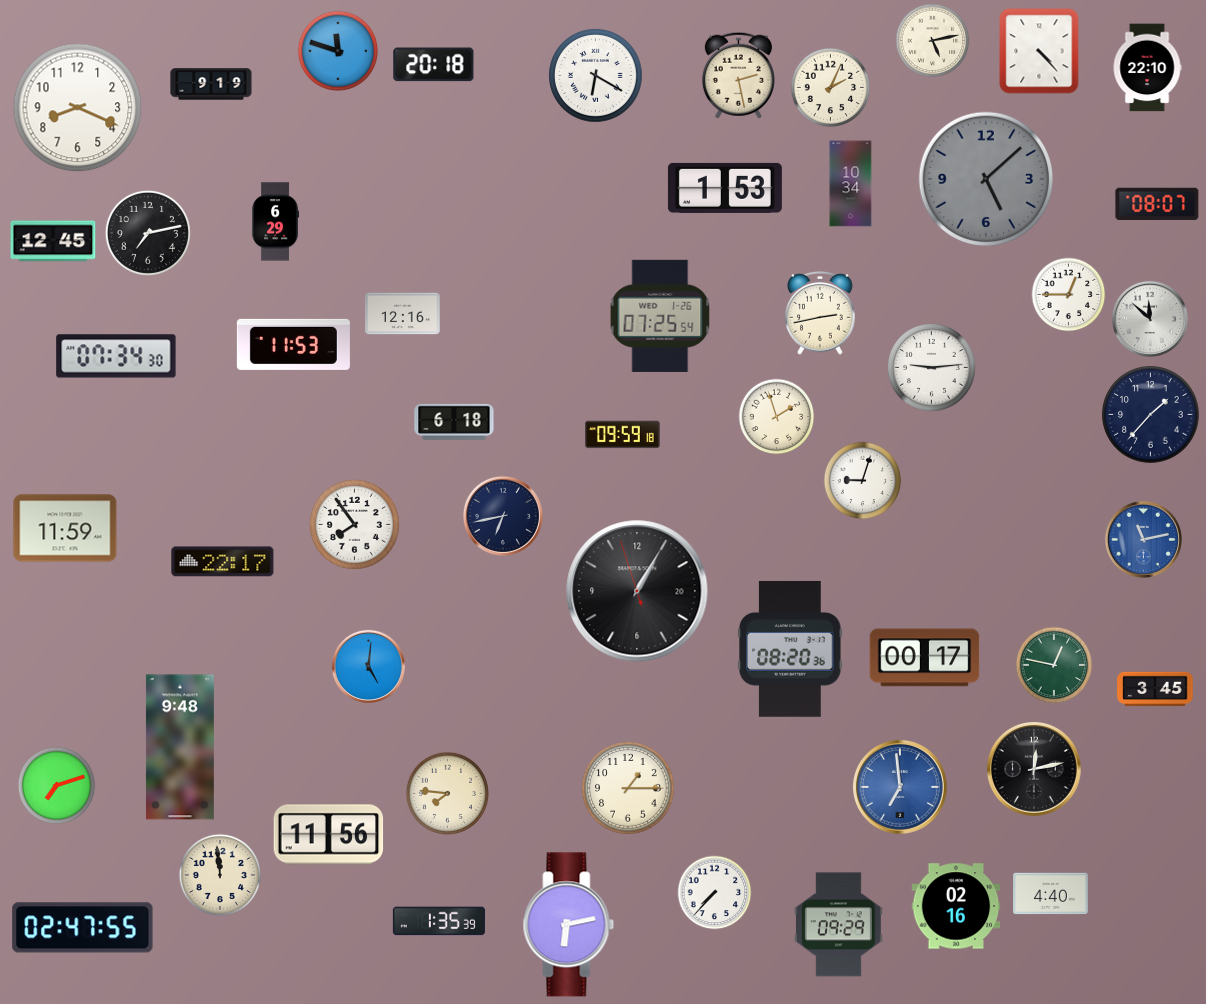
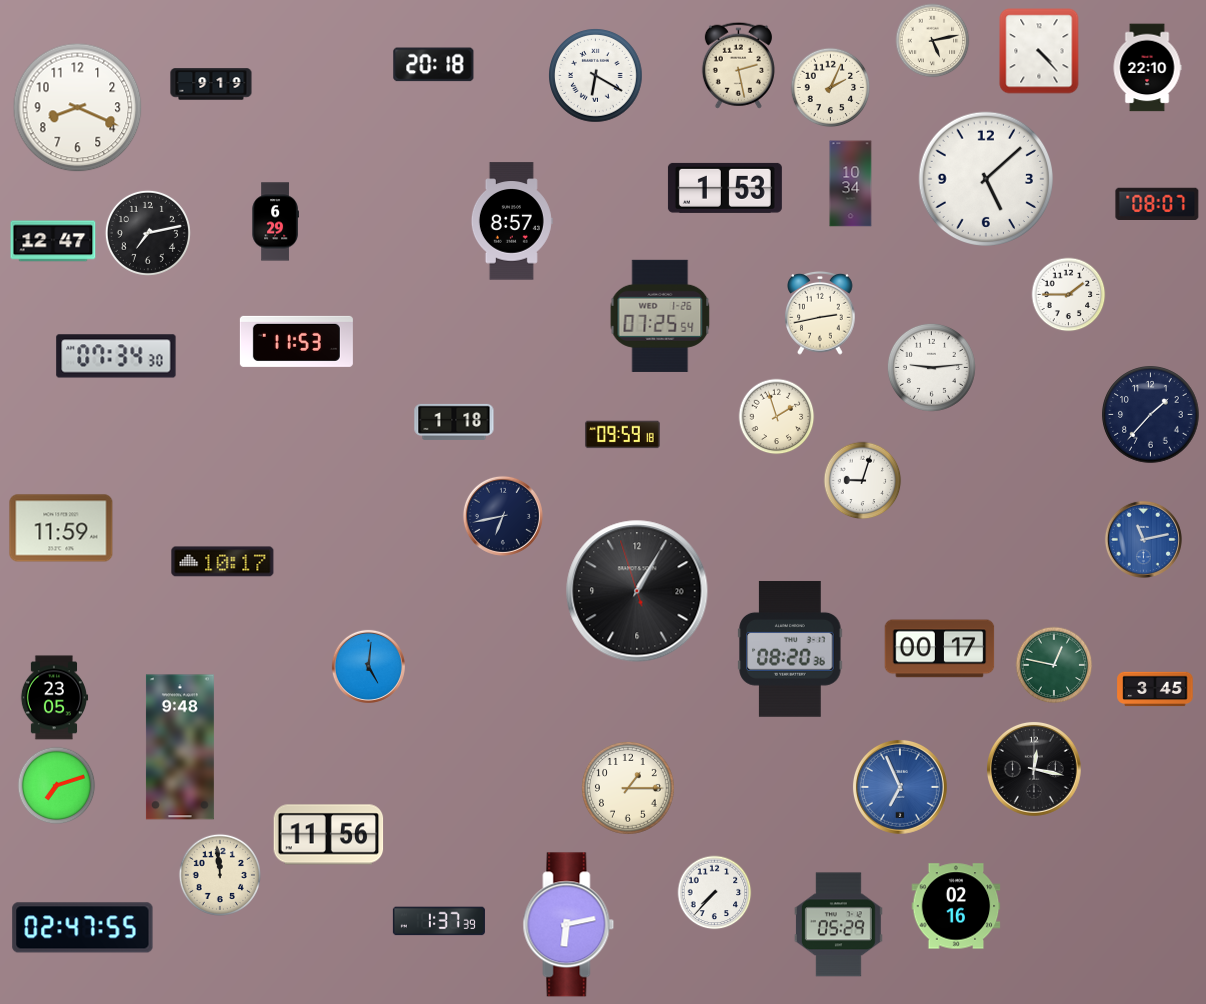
clock at (338, 51): 11:48 -> none
clock at (738, 75) position: (738, 75) -> (738, 65)
clock at (985, 178) dial: grey -> white
clock at (512, 221): none -> 8:57
clock at (53, 241): 12:45 -> 12:47
clock at (1069, 295): 12:45 -> 1:45
clock at (403, 314): 12:16 -> none
clock at (1150, 319): 11:52 -> none
clock at (293, 344) position: (293, 344) -> (296, 341)
clock at (454, 422): 6:18 -> 1:18
clock at (354, 524): 7:54 -> none
clock at (65, 528) position: (65, 528) -> (61, 528)
clock at (223, 562): 22:17 -> 10:17
clock at (925, 658) position: (925, 658) -> (940, 649)
clock at (54, 698): none -> 23:05
clock at (1034, 769): 12:13 -> 12:17
clock at (900, 787): 6:59 -> 6:56
clock at (447, 793): 7:46 -> none
clock at (1051, 894): 4:40 -> none
clock at (439, 921): 1:35 -> 1:37
clock at (838, 925): 09:29 -> 05:29
